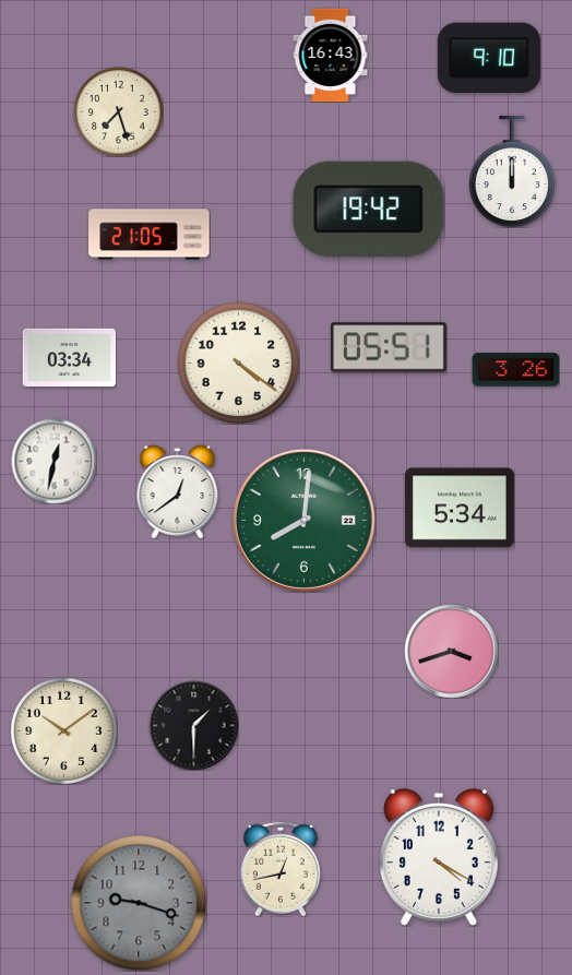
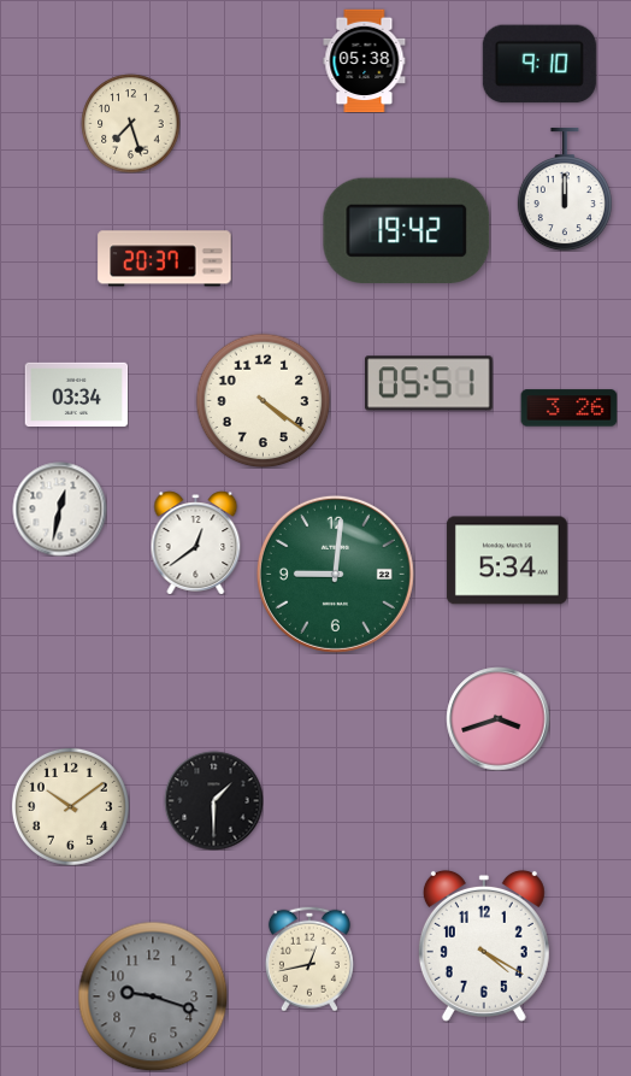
clock at (331, 55): 16:43 -> 05:38
clock at (150, 235): 21:05 -> 20:37
clock at (303, 520): 8:01 -> 9:01
